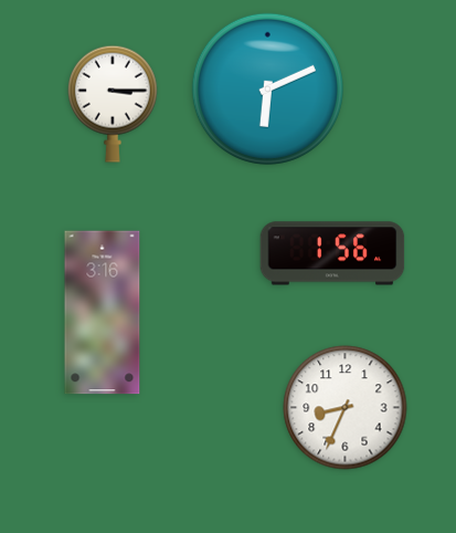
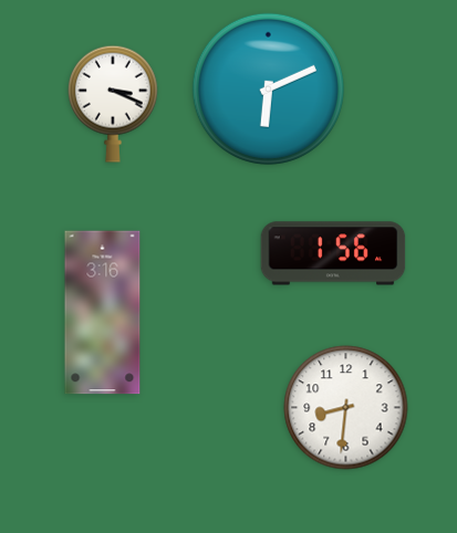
clock at (113, 104): 3:15 -> 3:19
clock at (346, 408): 8:34 -> 8:31
